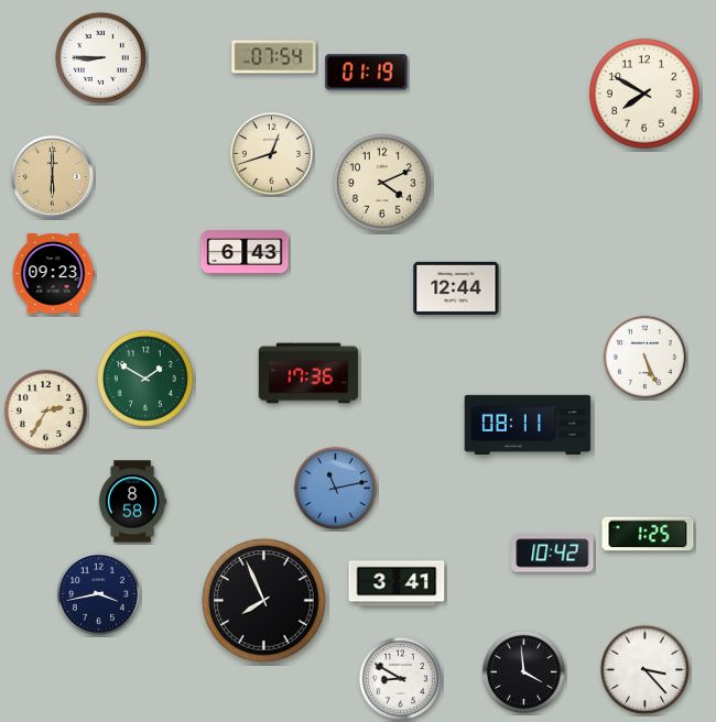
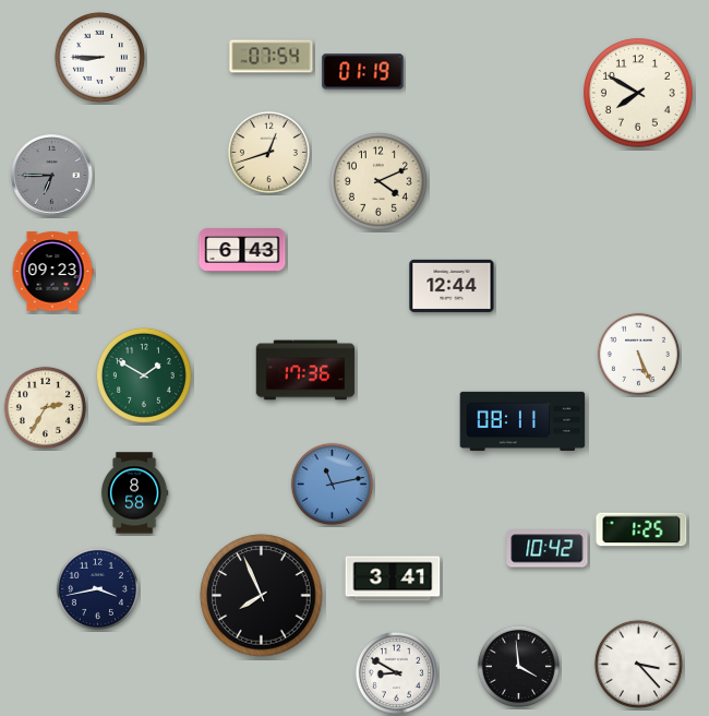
clock at (53, 177): 6:00 -> 6:45
clock at (53, 177) dial: champagne -> grey
clock at (132, 502) position: (132, 502) -> (134, 493)
